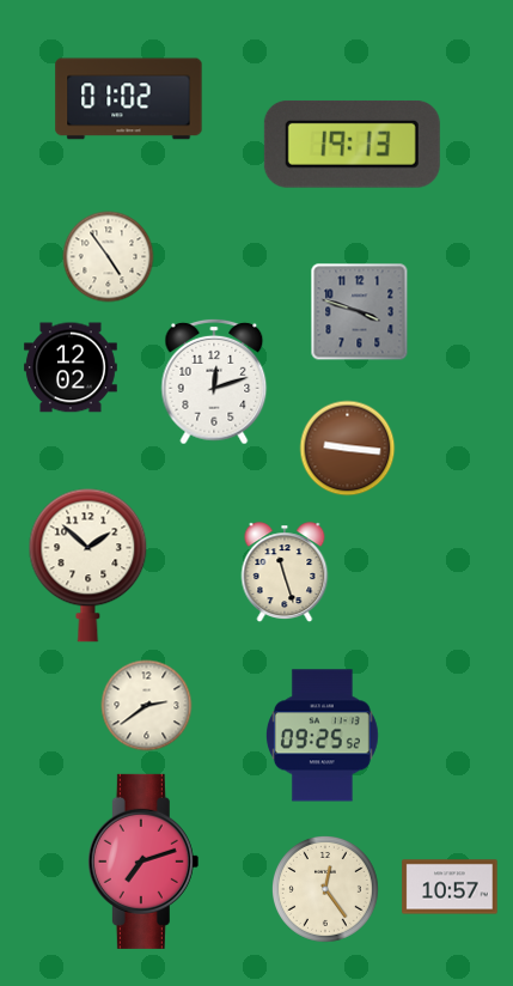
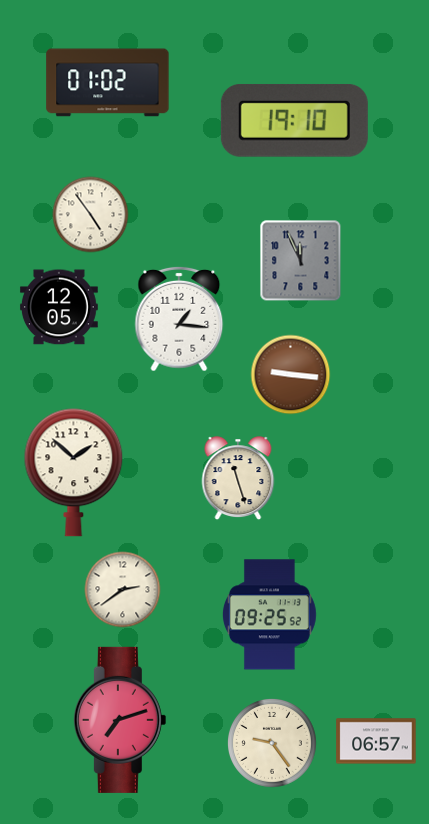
clock at (352, 144): 19:13 -> 19:10
clock at (360, 312): 3:48 -> 11:56
clock at (71, 367): 12:02 -> 12:05
clock at (214, 382): 12:12 -> 1:16
clock at (450, 887): 10:57 -> 06:57
clock at (326, 890): 12:24 -> 9:24
